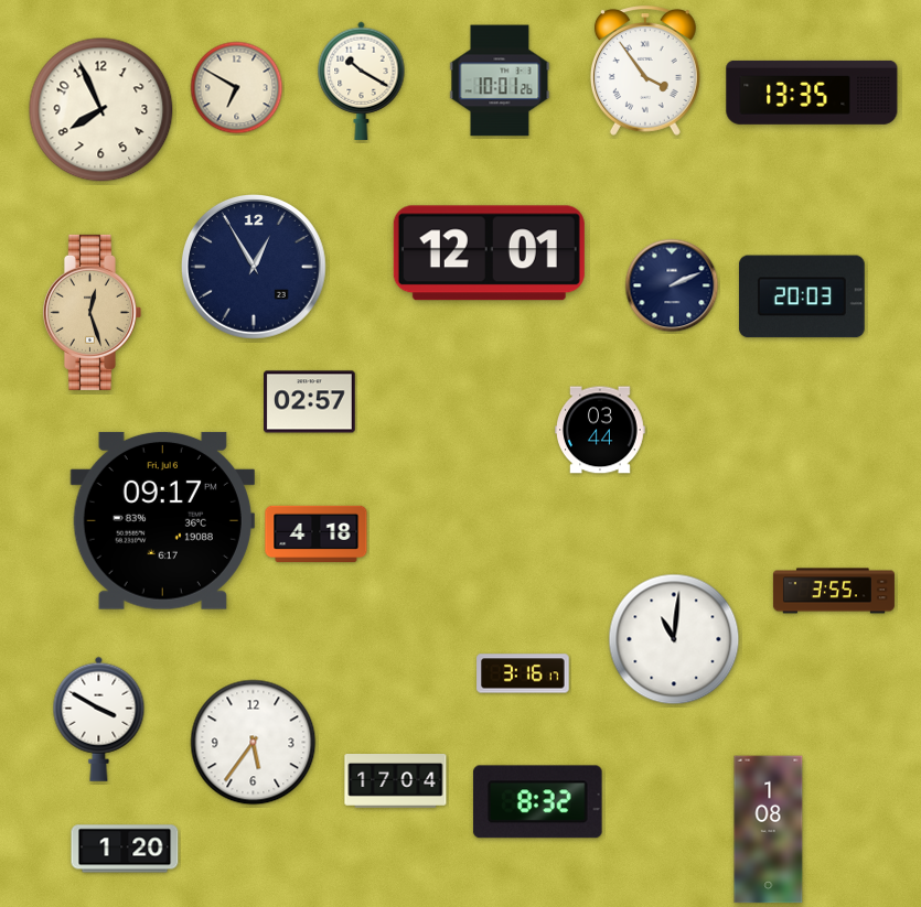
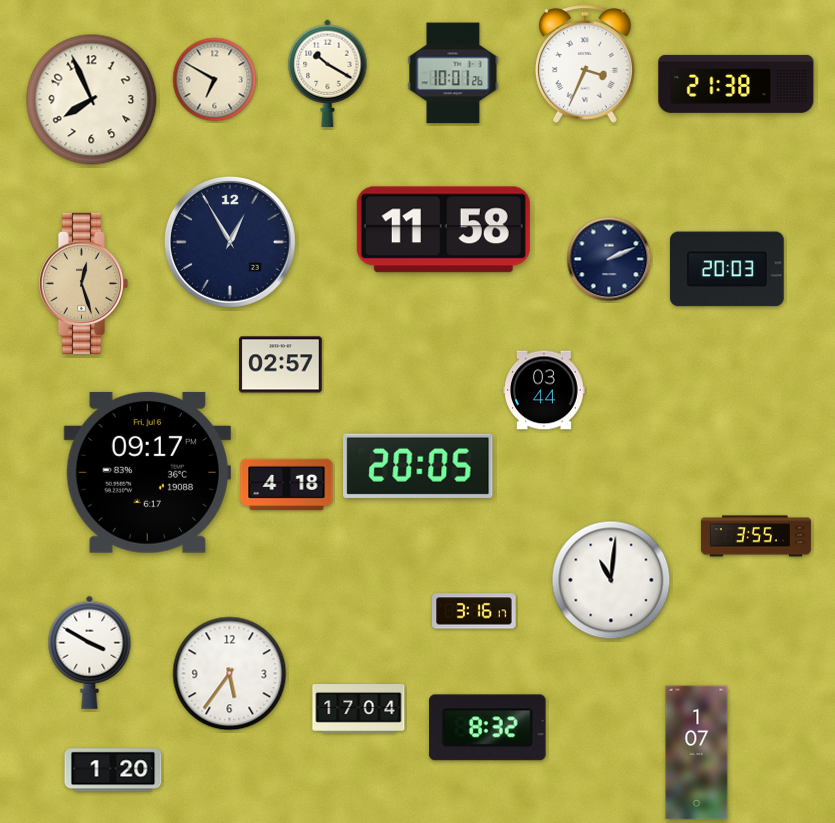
clock at (645, 71): 3:54 -> 3:34
clock at (812, 93): 13:35 -> 21:38
clock at (489, 253): 12:01 -> 11:58
clock at (418, 466): none -> 20:05
clock at (769, 830): 1:08 -> 1:07
